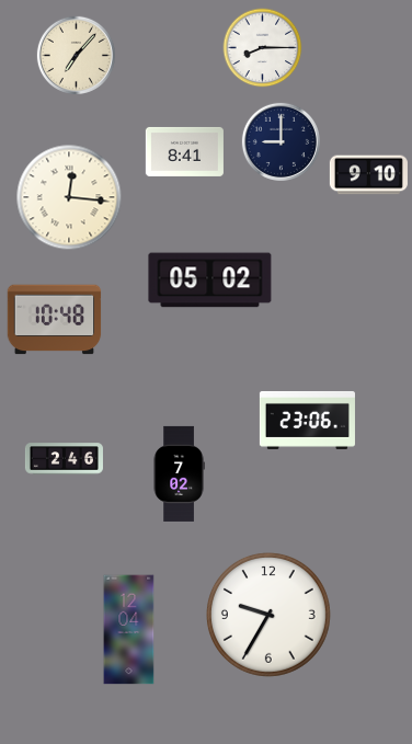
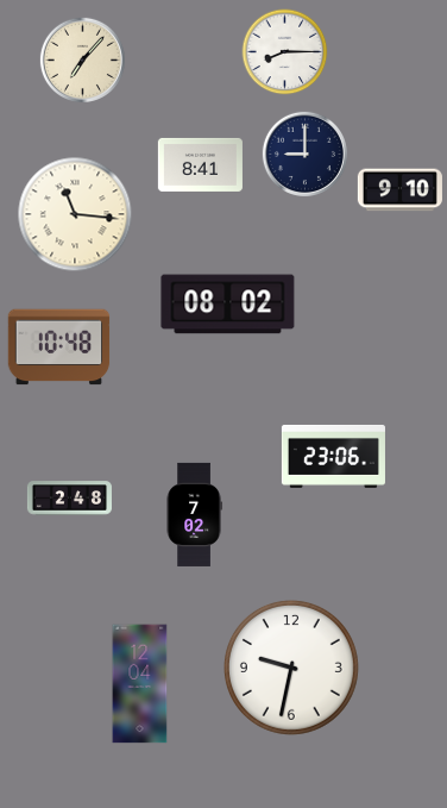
clock at (69, 197): 12:16 -> 11:16
clock at (210, 281): 05:02 -> 08:02
clock at (64, 459): 2:46 -> 2:48
clock at (268, 615): 9:35 -> 9:32
